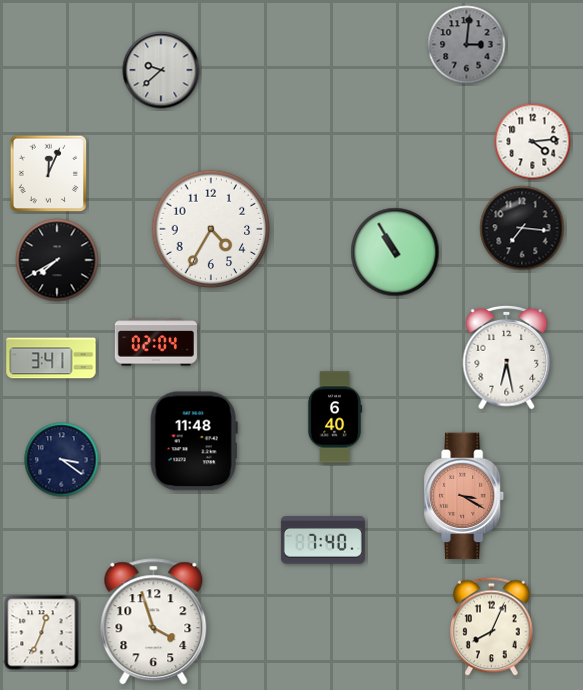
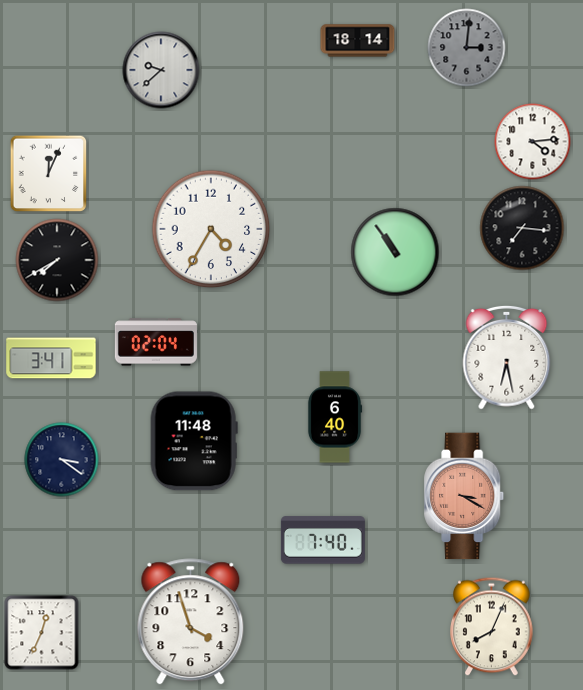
clock at (358, 41): none -> 18:14
clock at (467, 45) position: (467, 45) -> (467, 48)
clock at (395, 252): 10:55 -> 10:54
clock at (154, 622) position: (154, 622) -> (191, 622)
